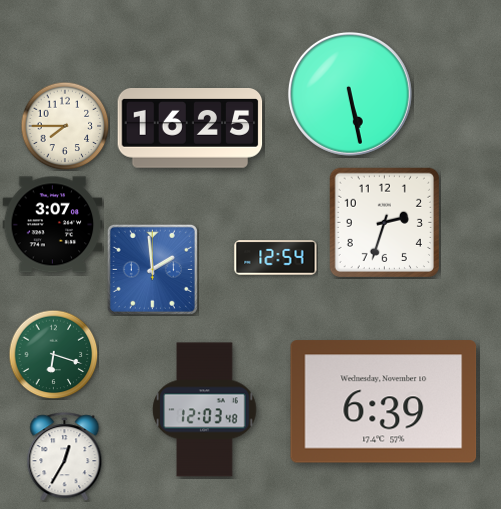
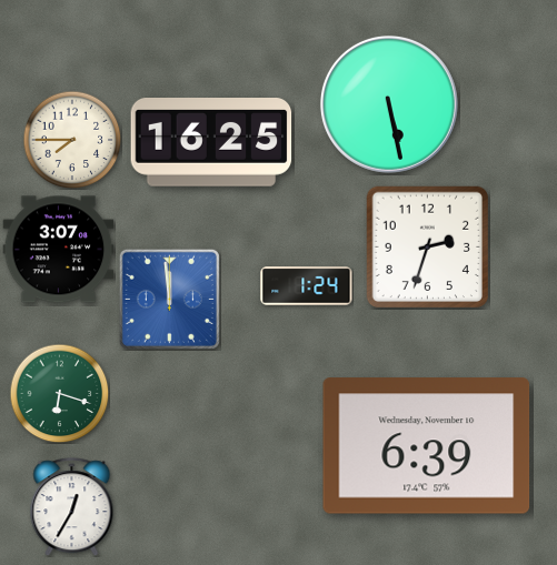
clock at (276, 258): 12:54 -> 1:24
clock at (152, 269): 1:59 -> 11:59
clock at (205, 410): 12:03 -> none
